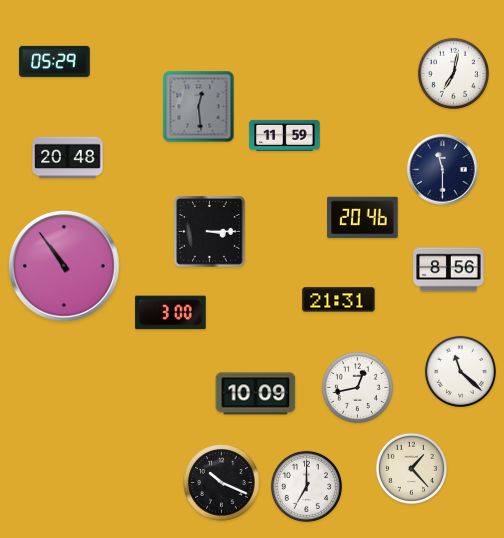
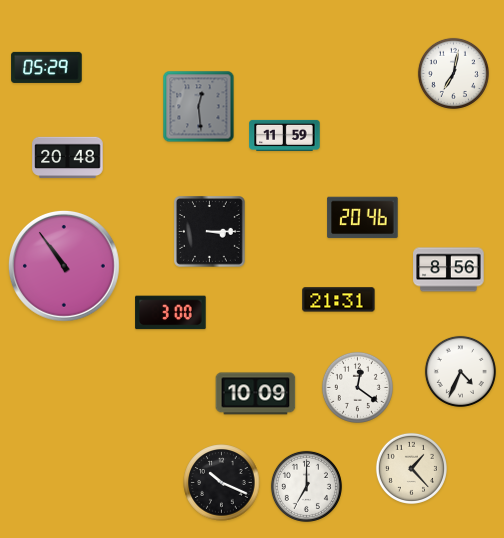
clock at (55, 61) position: (55, 61) -> (47, 67)
clock at (443, 170): 11:30 -> none
clock at (460, 371): 11:22 -> 4:34
clock at (357, 387): 12:43 -> 12:21
